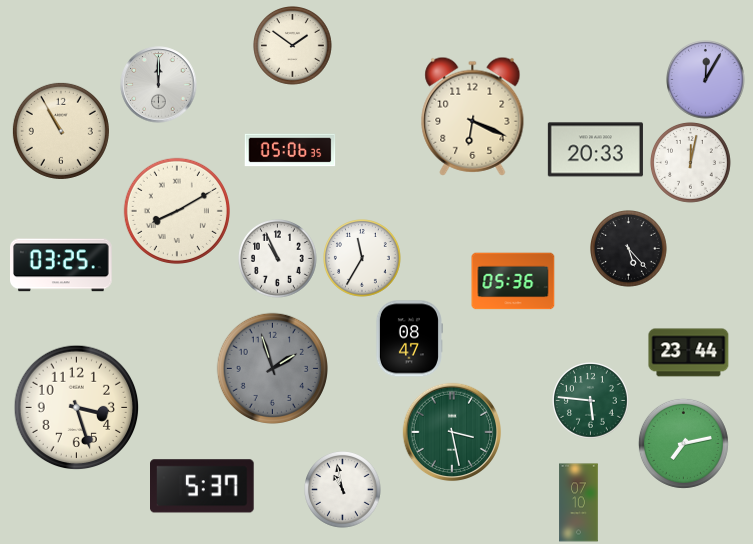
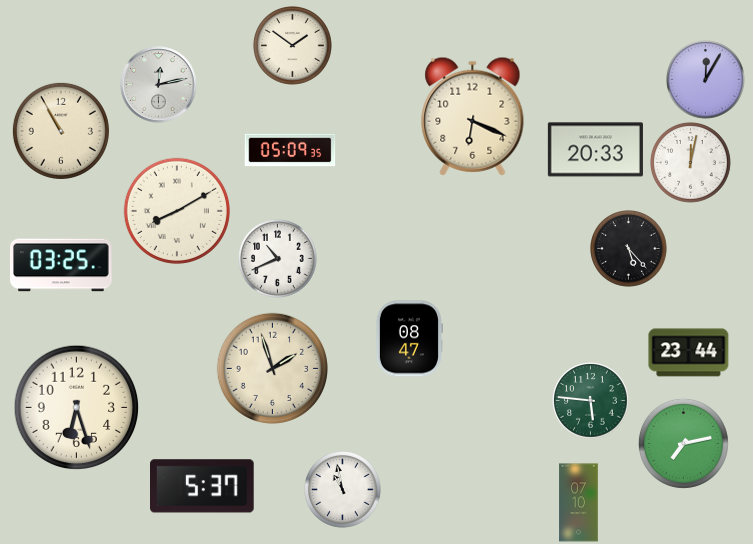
clock at (159, 85): 12:00 -> 12:13
clock at (290, 150): 05:06 -> 05:09
clock at (278, 259): 10:56 -> 10:41
clock at (363, 259): 11:35 -> none
clock at (513, 281): 05:36 -> none
clock at (272, 368) dial: grey -> cream
clock at (77, 408): 3:27 -> 6:27
clock at (452, 432): 3:28 -> none
